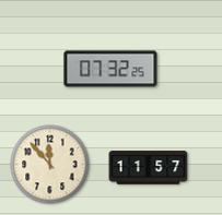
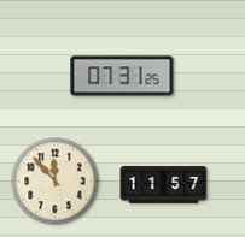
clock at (110, 69): 07:32 -> 07:31
